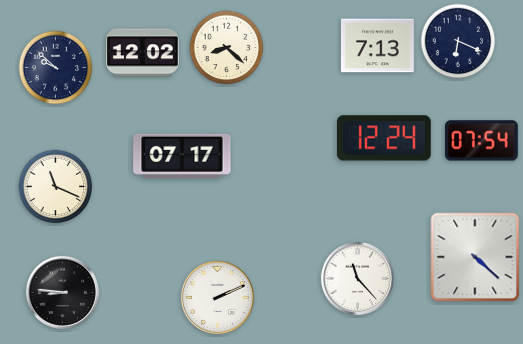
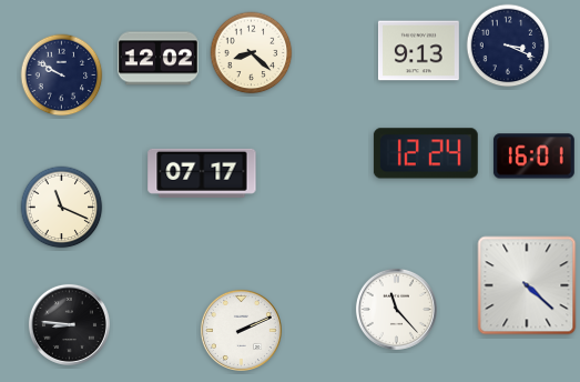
clock at (458, 41): 6:19 -> 3:19
clock at (377, 46): 7:13 -> 9:13
clock at (56, 68): 9:52 -> 9:50
clock at (481, 141): 07:54 -> 16:01
